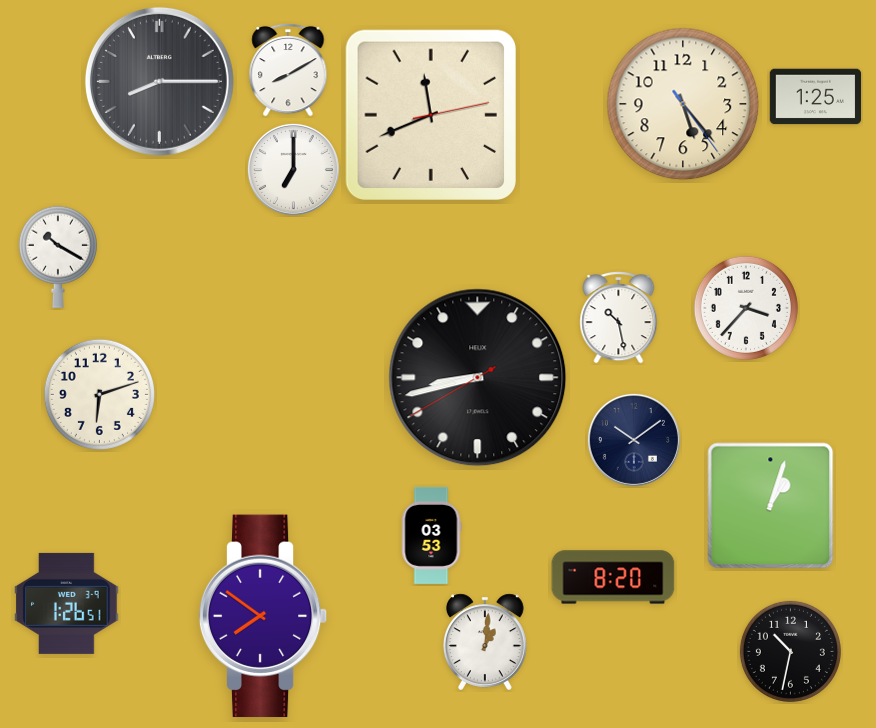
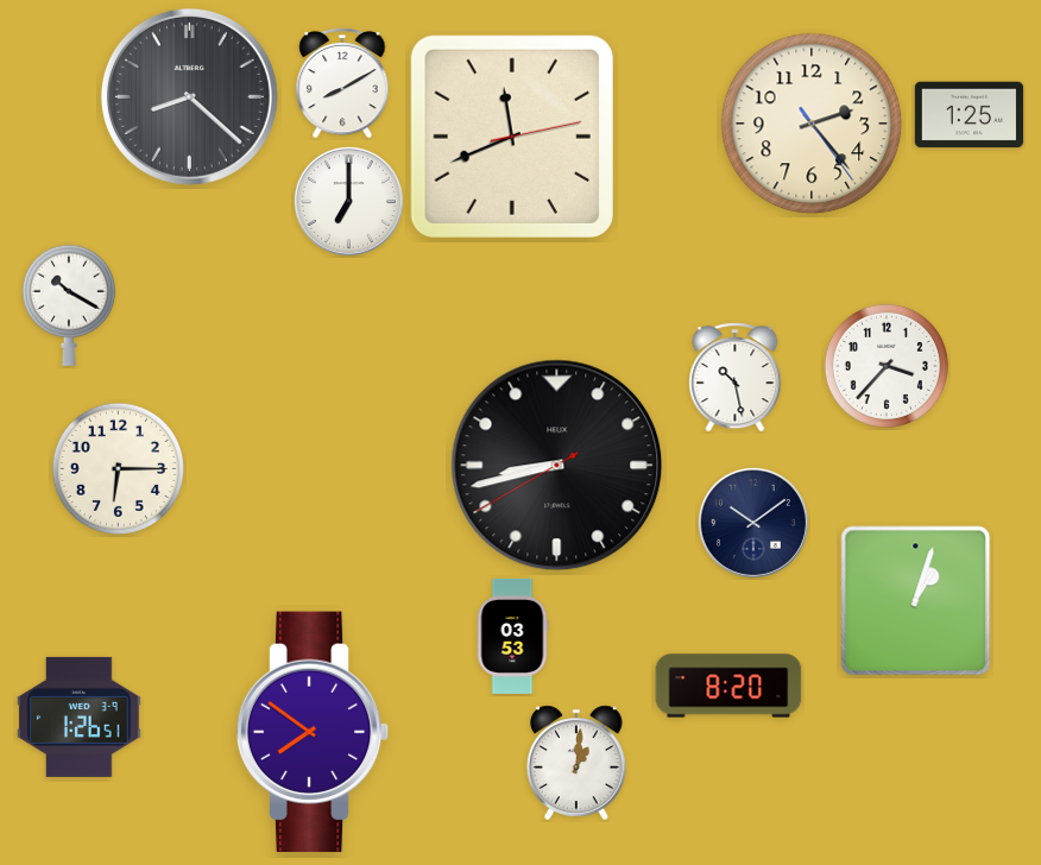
clock at (159, 81): 8:15 -> 8:22
clock at (683, 104): 5:23 -> 2:23
clock at (478, 378) position: (478, 378) -> (557, 466)
clock at (99, 394): 6:12 -> 6:15
clock at (790, 651): 10:32 -> none
